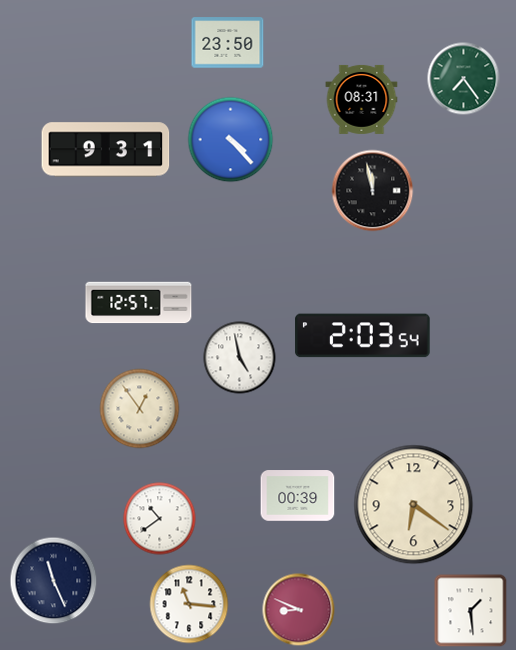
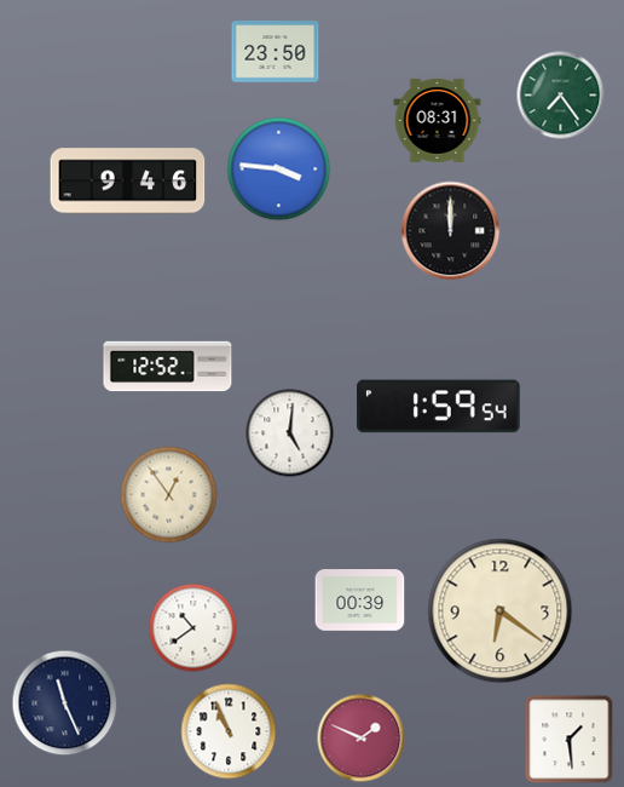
clock at (231, 140): 4:23 -> 3:46
clock at (106, 150): 9:31 -> 9:46
clock at (373, 191): 11:58 -> 12:00
clock at (139, 303): 12:57 -> 12:52
clock at (363, 336): 2:03 -> 1:59
clock at (240, 358): 4:58 -> 5:01
clock at (189, 604): 11:16 -> 10:56
clock at (299, 610): 8:49 -> 1:49
